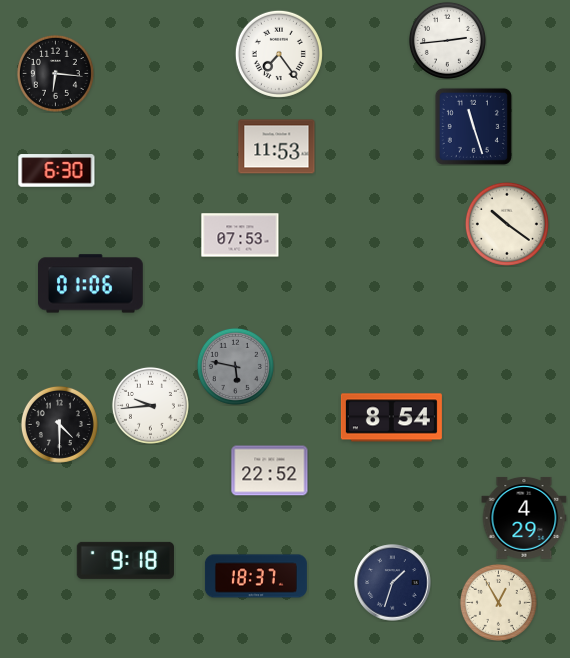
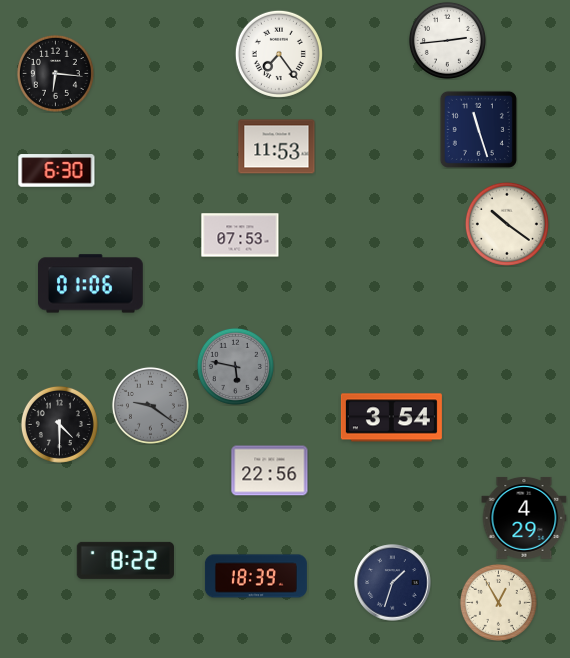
clock at (473, 126) position: (473, 126) -> (478, 129)
clock at (150, 405): 9:44 -> 9:21
clock at (150, 405) dial: white -> grey
clock at (391, 418): 8:54 -> 3:54
clock at (270, 471): 22:52 -> 22:56
clock at (125, 560): 9:18 -> 8:22
clock at (256, 576): 18:37 -> 18:39
